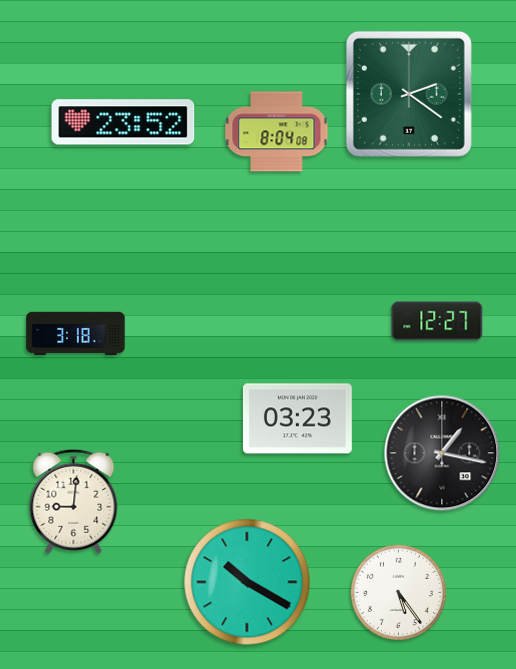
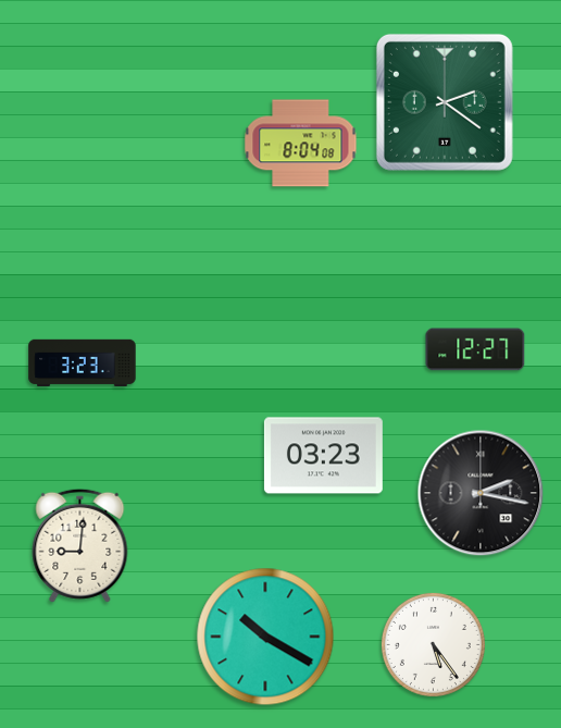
clock at (123, 122): 23:52 -> none
clock at (76, 334): 3:18 -> 3:23
clock at (442, 453): 1:17 -> 2:17
clock at (247, 582) position: (247, 582) -> (265, 637)
